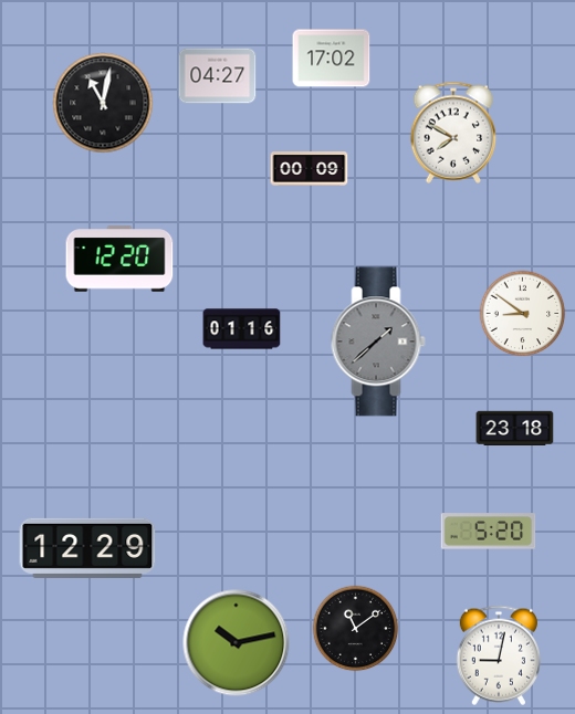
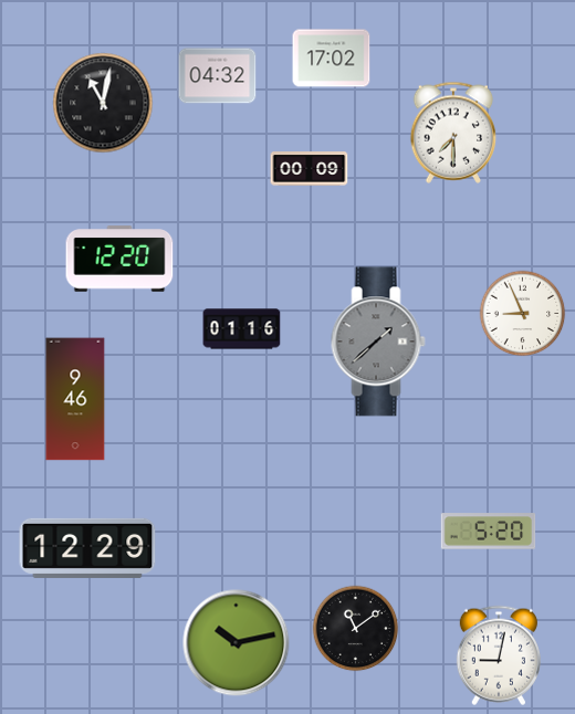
clock at (218, 76): 04:27 -> 04:32
clock at (453, 133): 7:50 -> 7:30
clock at (523, 314): 8:51 -> 8:56
clock at (75, 399): none -> 9:46
clock at (515, 428): 23:18 -> none
